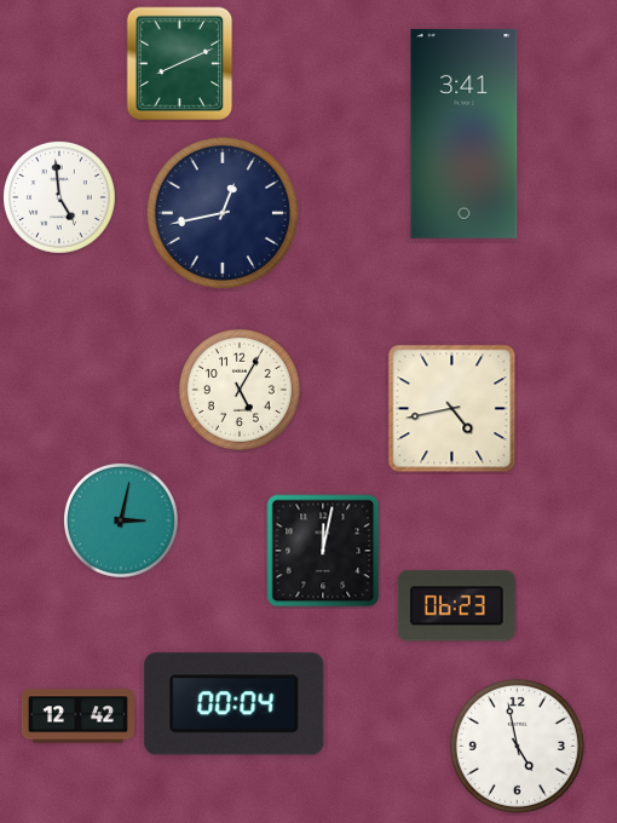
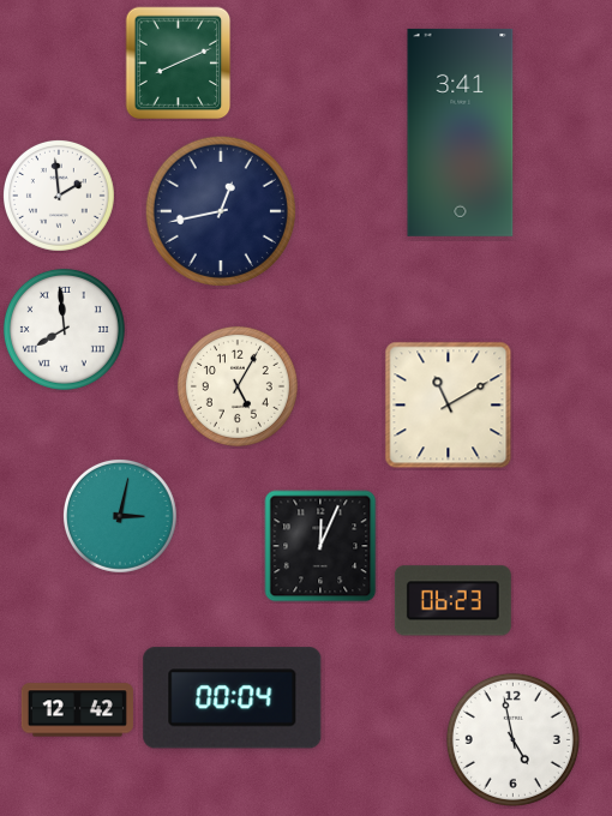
clock at (59, 197): 4:59 -> 1:59
clock at (64, 329): none -> 7:59
clock at (452, 409): 4:43 -> 11:10
clock at (323, 551): 12:02 -> 12:04
